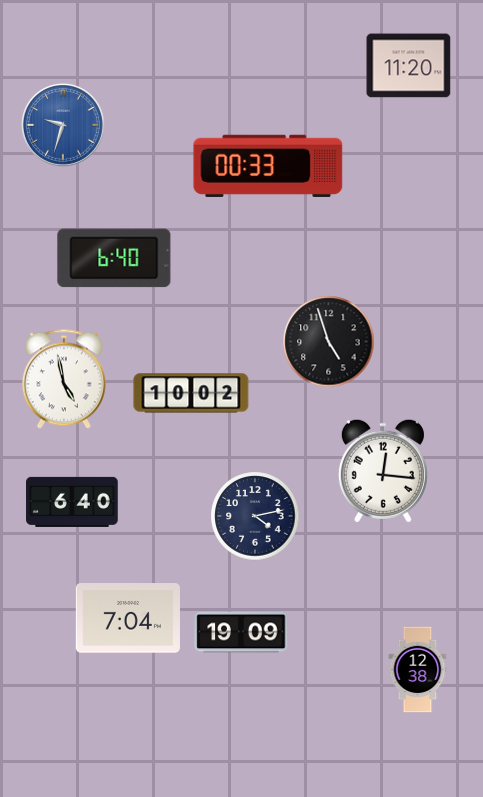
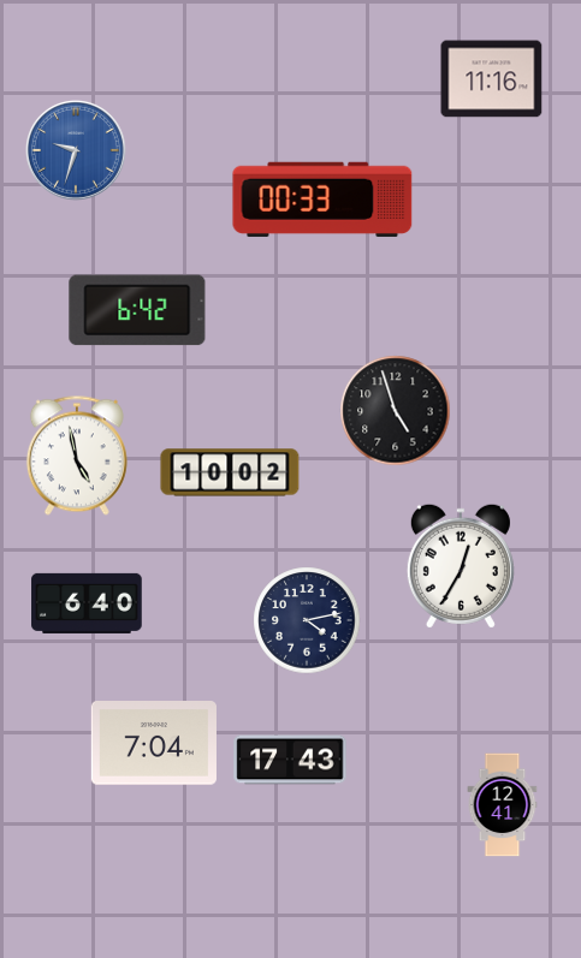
clock at (409, 66): 11:20 -> 11:16
clock at (114, 258): 6:40 -> 6:42
clock at (383, 471): 12:16 -> 12:35
clock at (241, 632): 19:09 -> 17:43
clock at (418, 670): 12:38 -> 12:41
